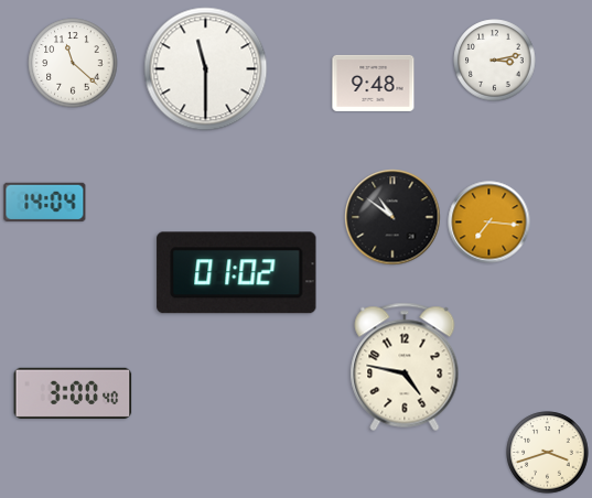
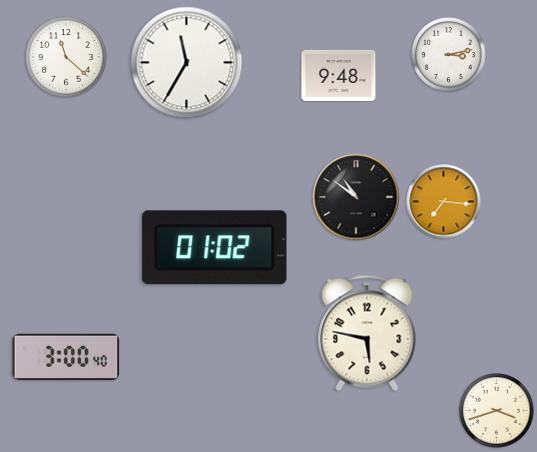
clock at (206, 69): 11:30 -> 11:35
clock at (45, 202): 14:04 -> none
clock at (405, 367): 4:47 -> 5:47
